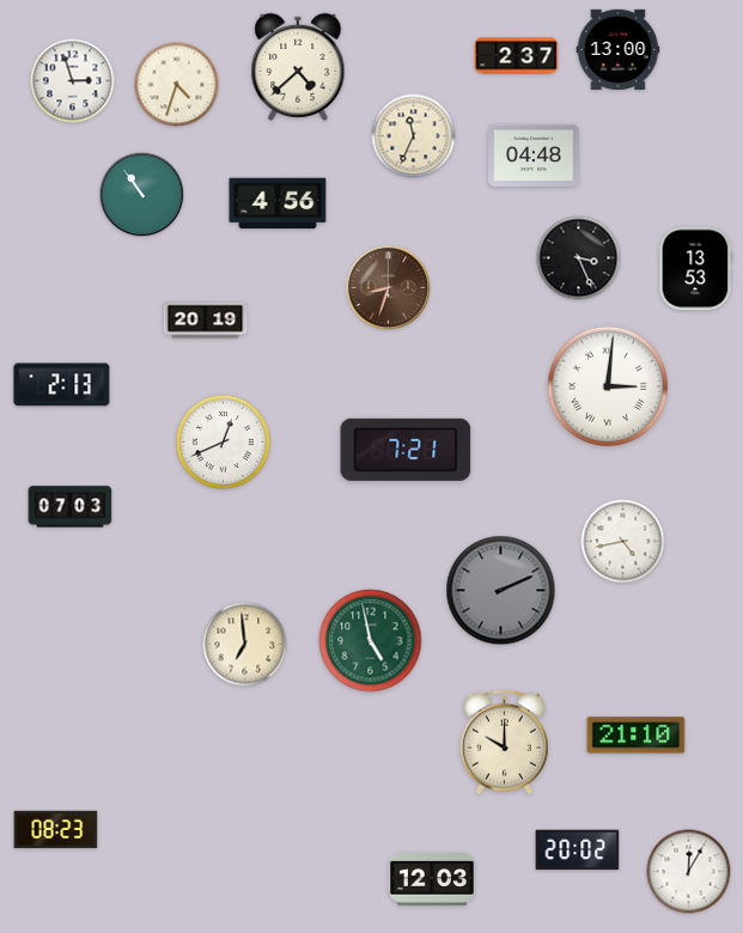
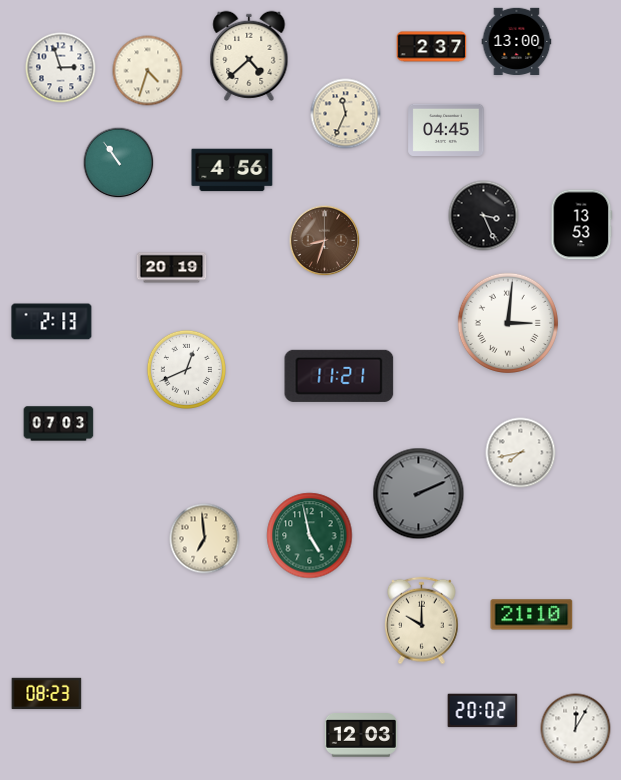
clock at (534, 154): 04:48 -> 04:45
clock at (406, 450): 7:21 -> 11:21
clock at (623, 542): 4:43 -> 7:43
